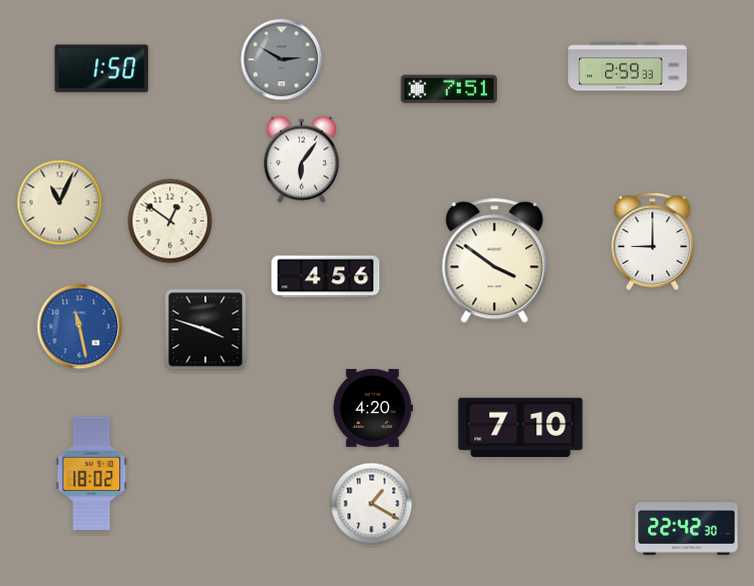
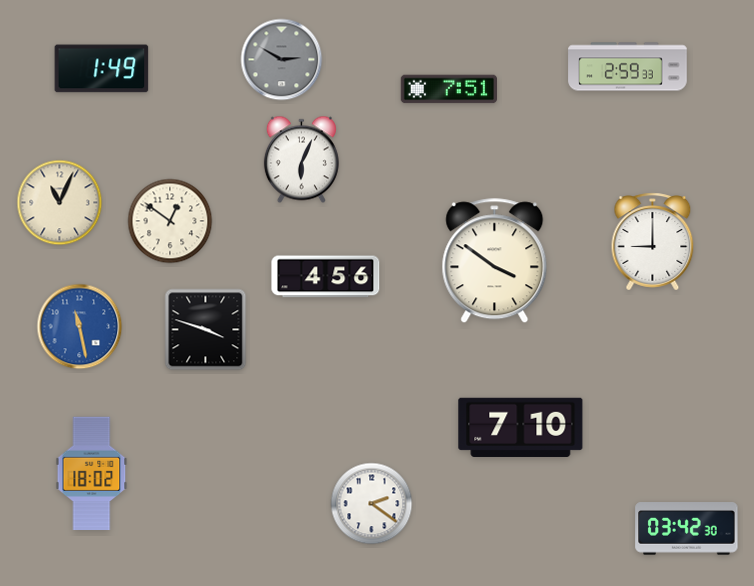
clock at (102, 69): 1:50 -> 1:49
clock at (301, 160): 6:06 -> 6:04
clock at (372, 408): 4:20 -> none
clock at (372, 504): 1:20 -> 2:21
clock at (687, 529): 22:42 -> 03:42
